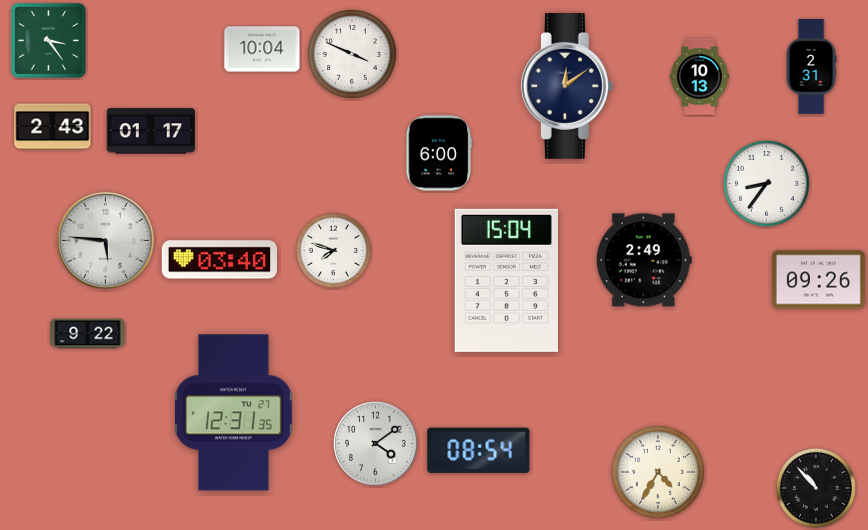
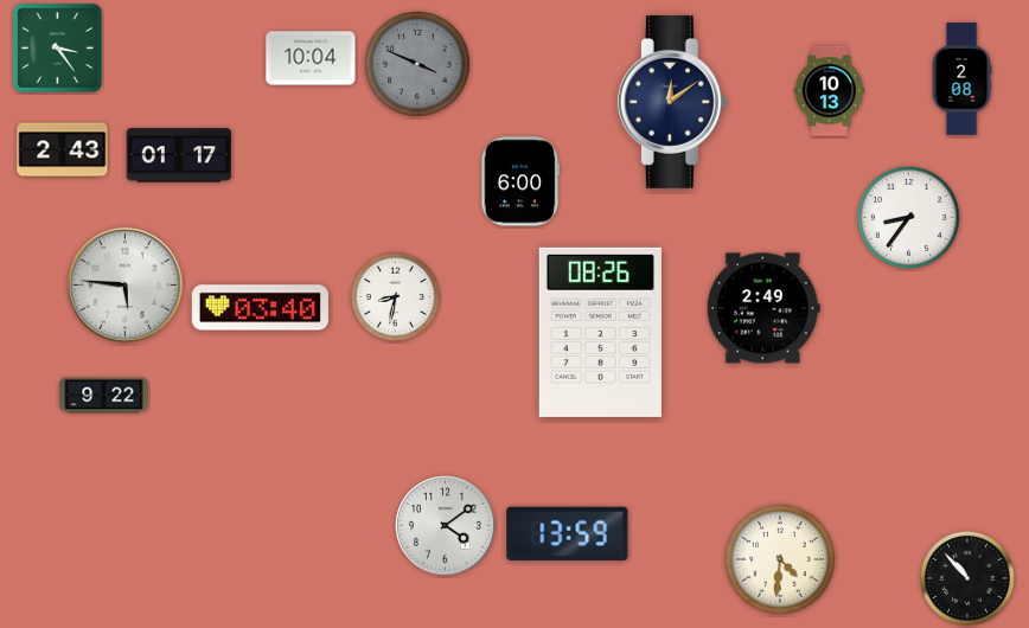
clock at (352, 54) dial: white -> grey
clock at (811, 67): 2:31 -> 2:08
clock at (333, 250): 7:48 -> 8:32
clock at (506, 280): 15:04 -> 08:26
clock at (818, 280): 09:26 -> none
clock at (234, 413): 12:31 -> none
clock at (479, 450): 08:54 -> 13:59
clock at (658, 472): 4:35 -> 4:31
